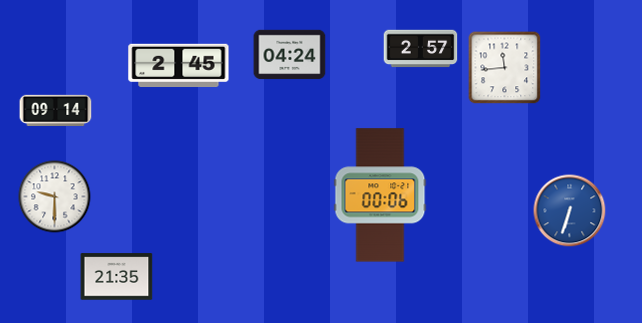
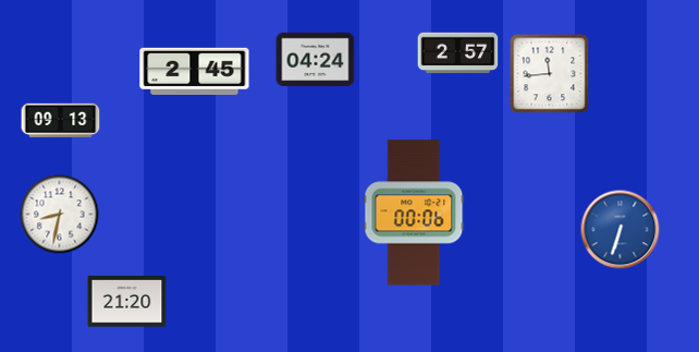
clock at (56, 110): 09:14 -> 09:13
clock at (55, 197): 9:30 -> 8:32
clock at (117, 277): 21:35 -> 21:20
